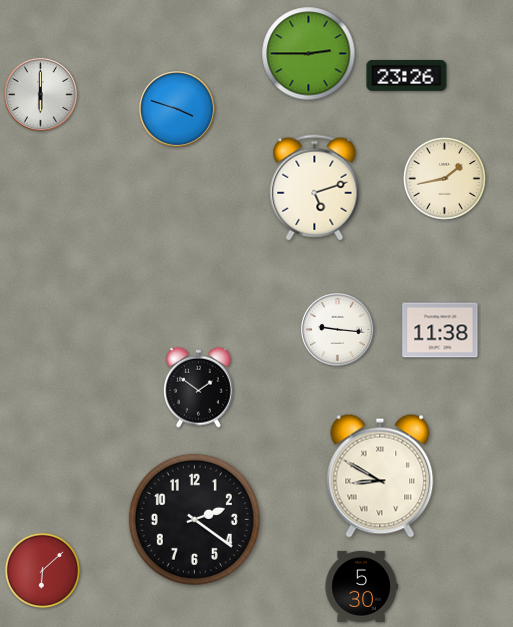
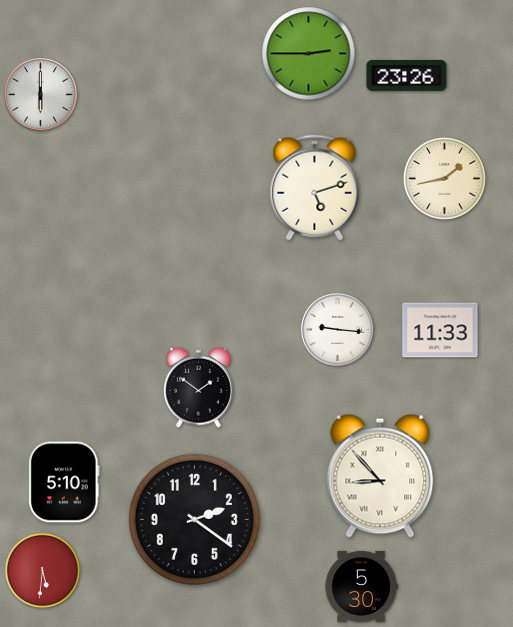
clock at (178, 110): 3:48 -> none
clock at (440, 330): 11:38 -> 11:33
clock at (380, 476): 8:50 -> 8:53
clock at (65, 482): none -> 5:10
clock at (42, 570): 6:08 -> 5:31
